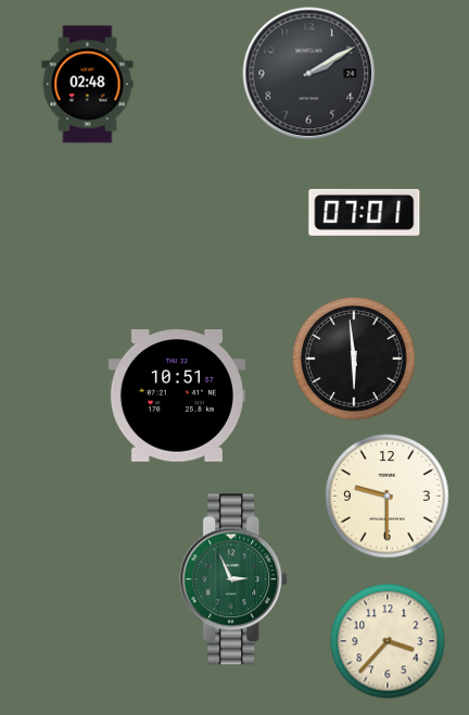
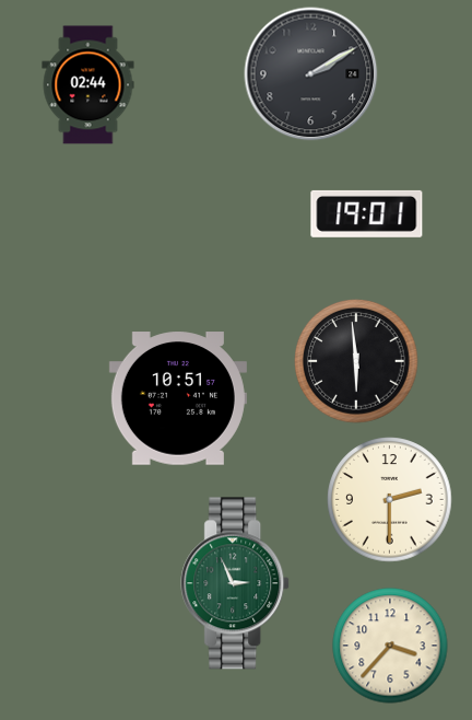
clock at (88, 85): 02:48 -> 02:44
clock at (365, 212): 07:01 -> 19:01
clock at (388, 497): 9:30 -> 2:30
